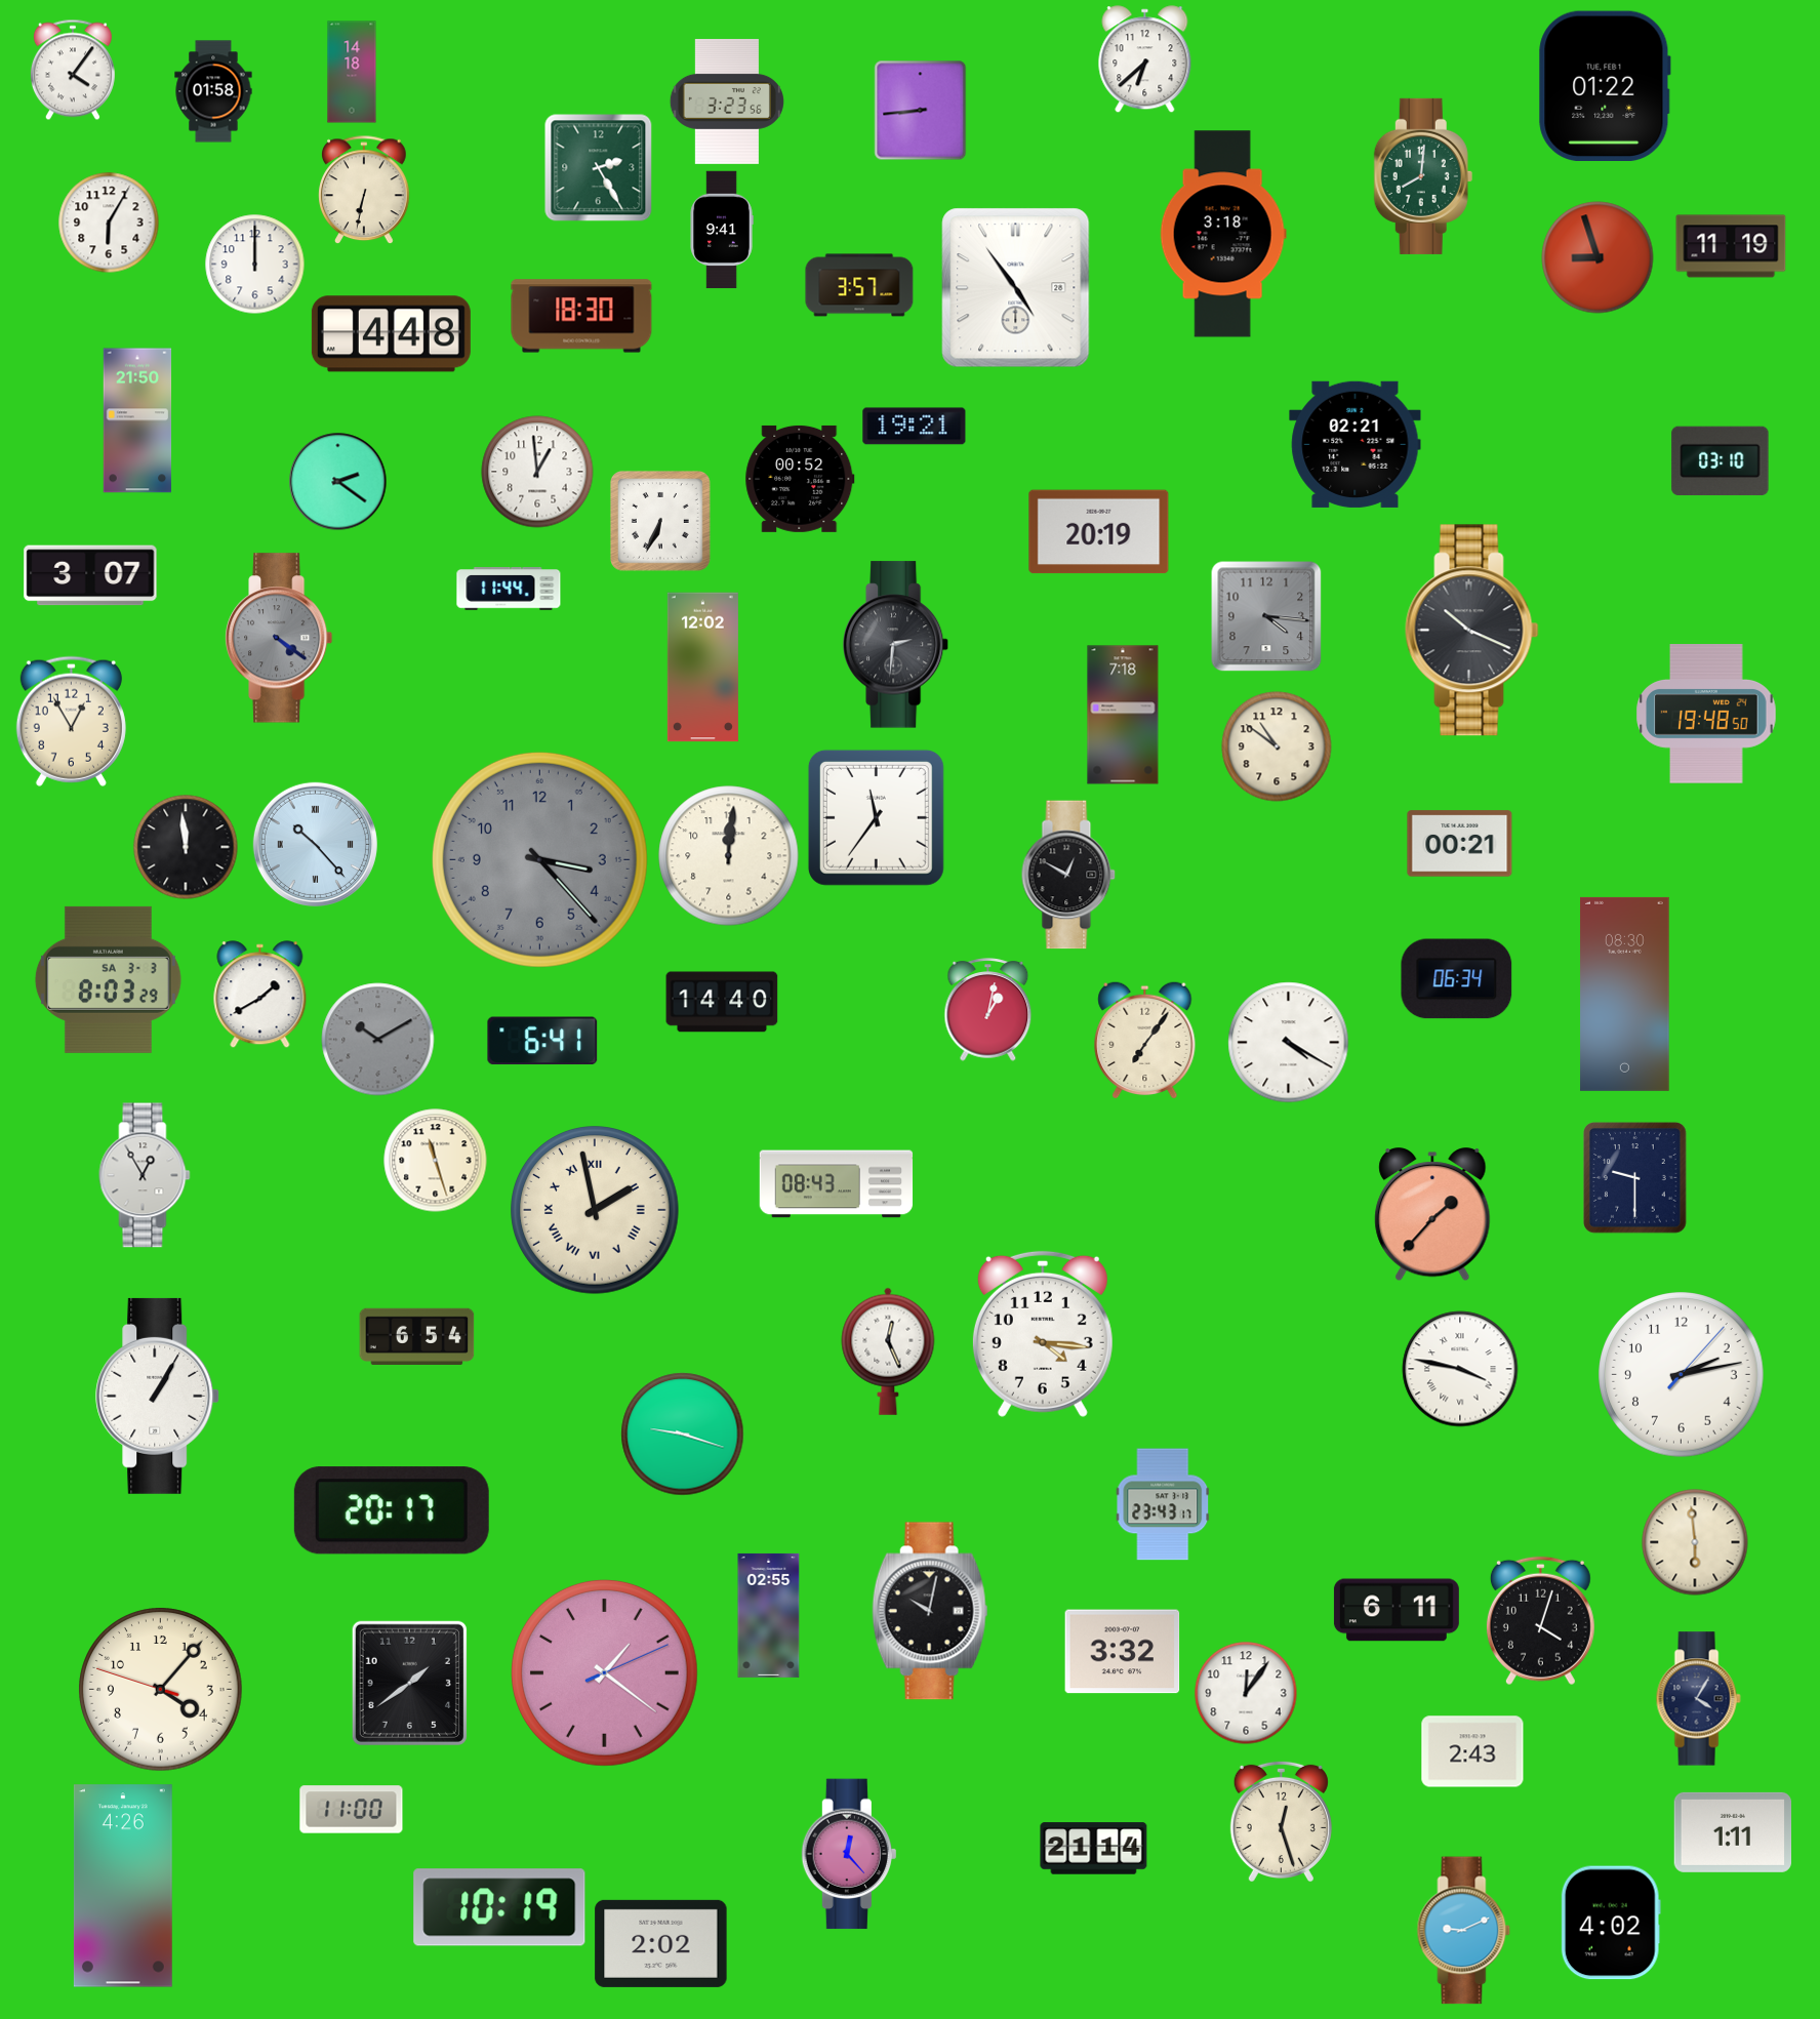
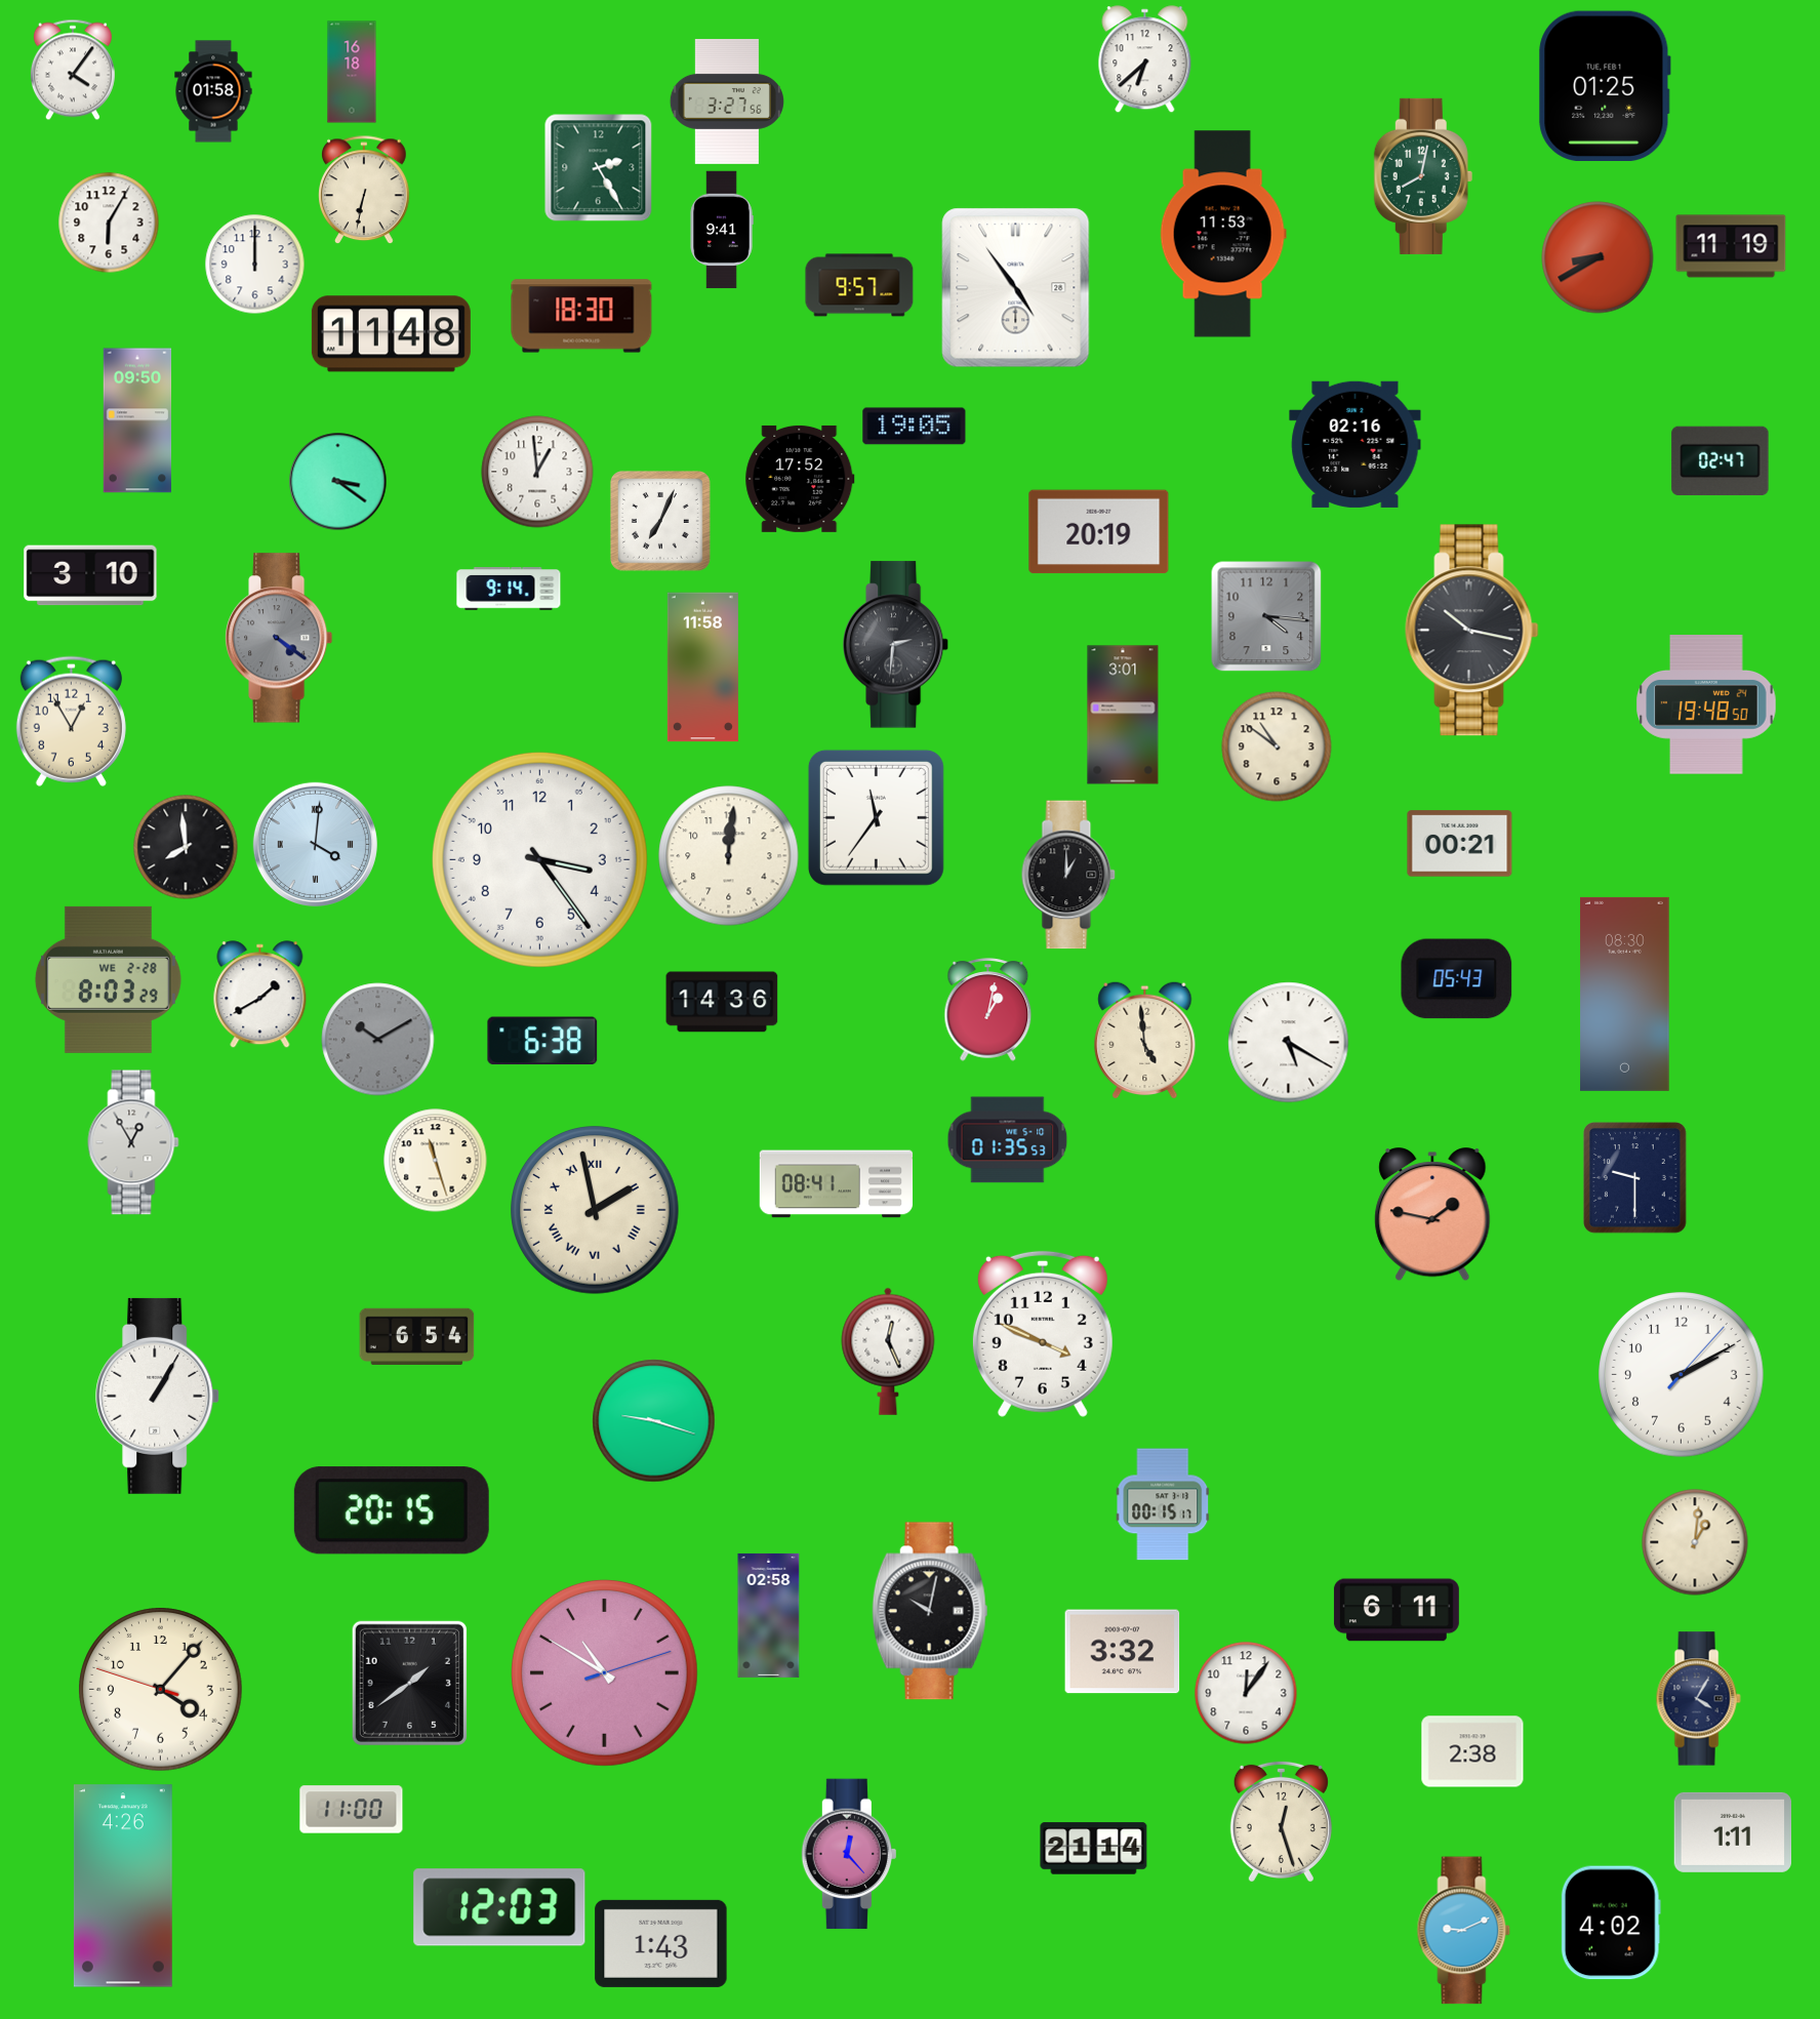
clock at (352, 72): 14:18 -> 16:18
clock at (1605, 85): 01:22 -> 01:25
clock at (727, 102): 3:23 -> 3:27
clock at (921, 111): 8:44 -> none
clock at (1423, 176): 8:01 -> 8:02
clock at (1223, 234): 3:18 -> 11:53
clock at (1597, 257): 8:57 -> 8:40
clock at (859, 285): 3:57 -> 9:57
clock at (391, 334): 4:48 -> 11:48
clock at (137, 420): 21:50 -> 09:50
clock at (915, 427): 19:21 -> 19:05
clock at (1356, 444): 02:21 -> 02:16
clock at (1721, 461): 03:10 -> 02:47
clock at (800, 479): 00:52 -> 17:52
clock at (338, 482): 2:21 -> 3:21
clock at (660, 521): 6:34 -> 7:04
clock at (90, 575): 3:07 -> 3:10
clock at (509, 590): 11:44 -> 9:14
clock at (1472, 631): 10:19 -> 10:17
clock at (702, 668): 12:02 -> 11:58
clock at (1706, 714) position: (1706, 714) -> (1706, 704)
clock at (1123, 715): 7:18 -> 3:01
clock at (315, 844): 10:23 -> 4:01
clock at (186, 847): 11:59 -> 7:59
clock at (539, 859): 3:23 -> 3:24
clock at (539, 859) dial: grey -> white
clock at (1068, 875): 12:50 -> 1:00
clock at (108, 979) date: SA 3-3 -> WE 2-28
clock at (1457, 979): 06:34 -> 05:43
clock at (722, 1002): 14:40 -> 14:36
clock at (1145, 1040): 7:06 -> 4:59
clock at (542, 1041): 6:41 -> 6:38
clock at (1289, 1043): 4:20 -> 5:20
clock at (1008, 1140): none -> 01:35
clock at (145, 1175) position: (145, 1175) -> (133, 1142)
clock at (837, 1184): 08:43 -> 08:41
clock at (1432, 1215): 1:37 -> 1:47
clock at (1043, 1334): 4:16 -> 3:49
clock at (1460, 1369): 3:47 -> none
clock at (1682, 1375): 2:13 -> 2:10
clock at (683, 1435) position: (683, 1435) -> (654, 1421)
clock at (1163, 1504): 23:43 -> 00:15
clock at (392, 1510): 20:17 -> 20:15
clock at (1695, 1542): 5:59 -> 1:01
clock at (769, 1615): 02:55 -> 02:58
clock at (1540, 1621): 4:03 -> none
clock at (604, 1672): 1:21 -> 10:50
clock at (1472, 1751): 2:43 -> 2:38
clock at (499, 1907): 10:19 -> 12:03
clock at (661, 1943): 2:02 -> 1:43
